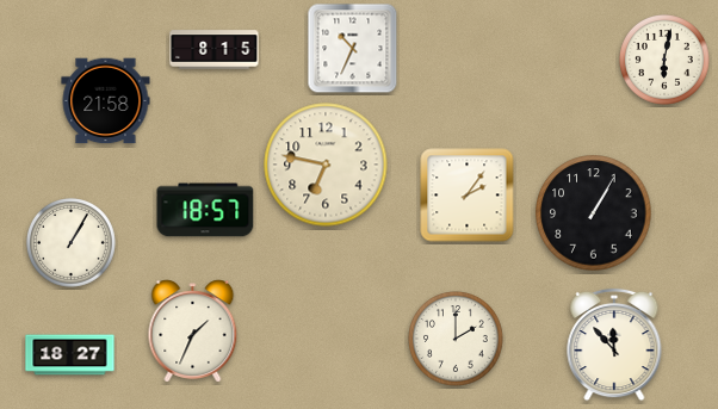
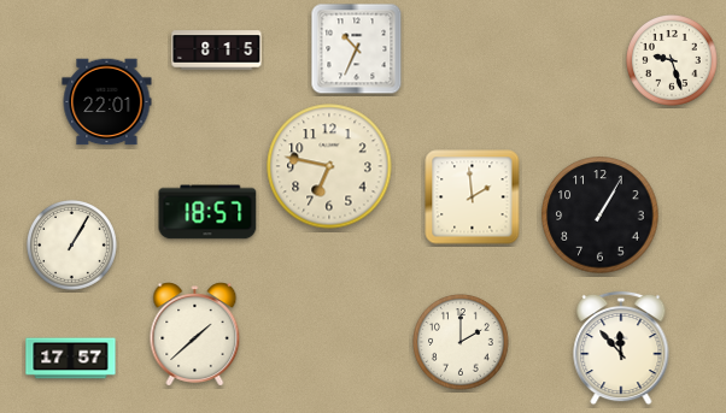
clock at (666, 61): 6:02 -> 9:27
clock at (106, 101): 21:58 -> 22:01
clock at (468, 196): 2:06 -> 1:59
clock at (193, 331): 1:34 -> 1:38
clock at (70, 355): 18:27 -> 17:57
